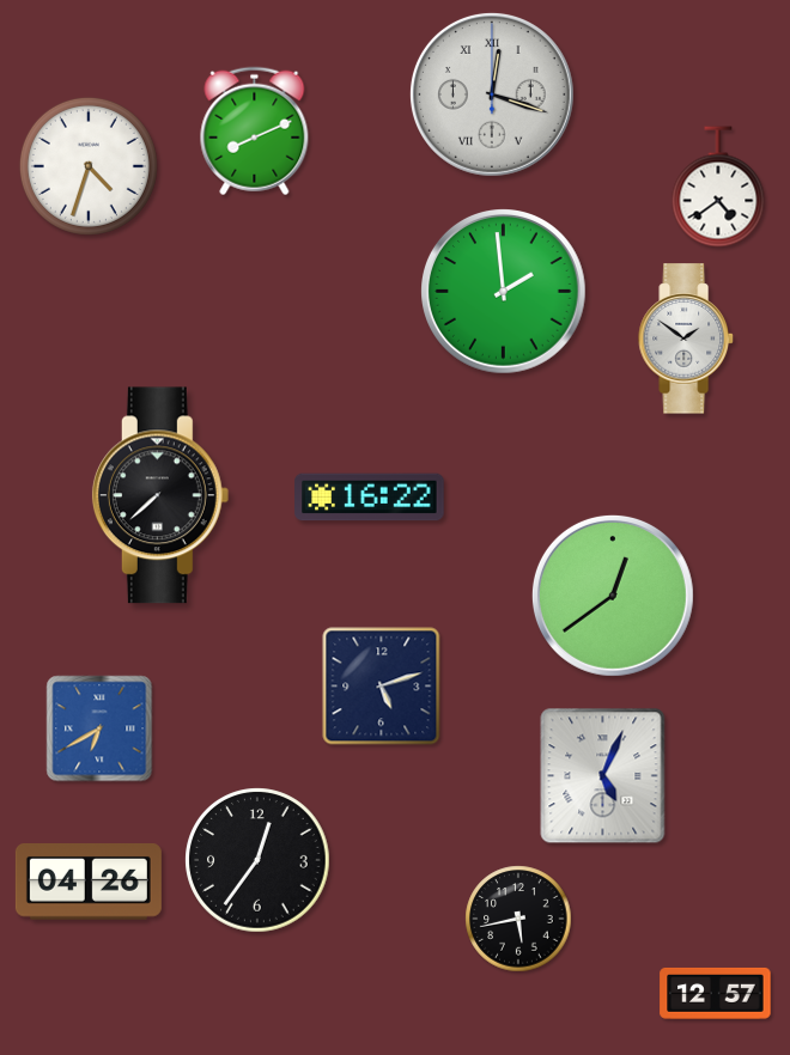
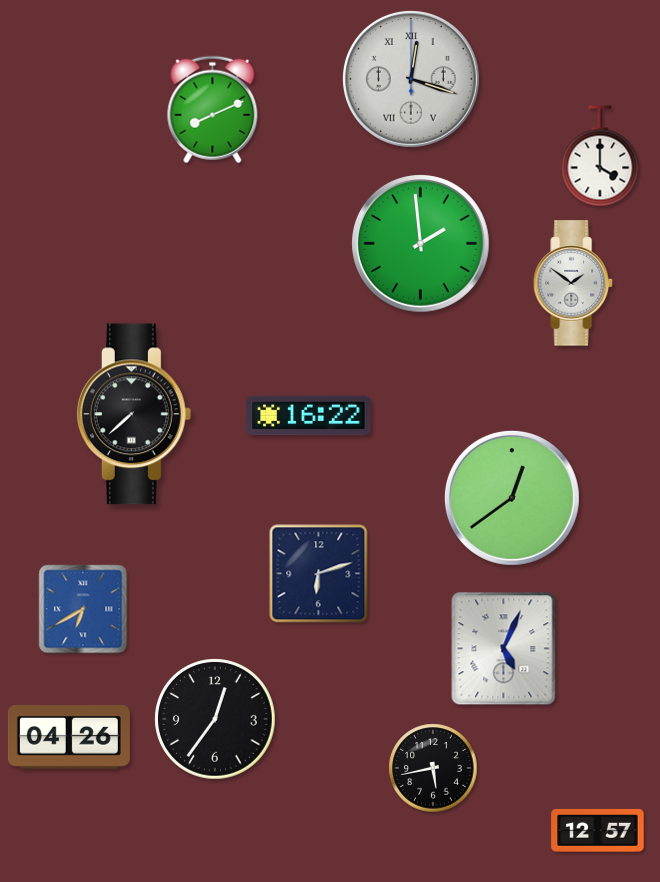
clock at (89, 166): 4:33 -> none
clock at (718, 187): 4:39 -> 4:00
clock at (382, 687): 5:12 -> 6:12
clock at (89, 883) position: (89, 883) -> (69, 738)
